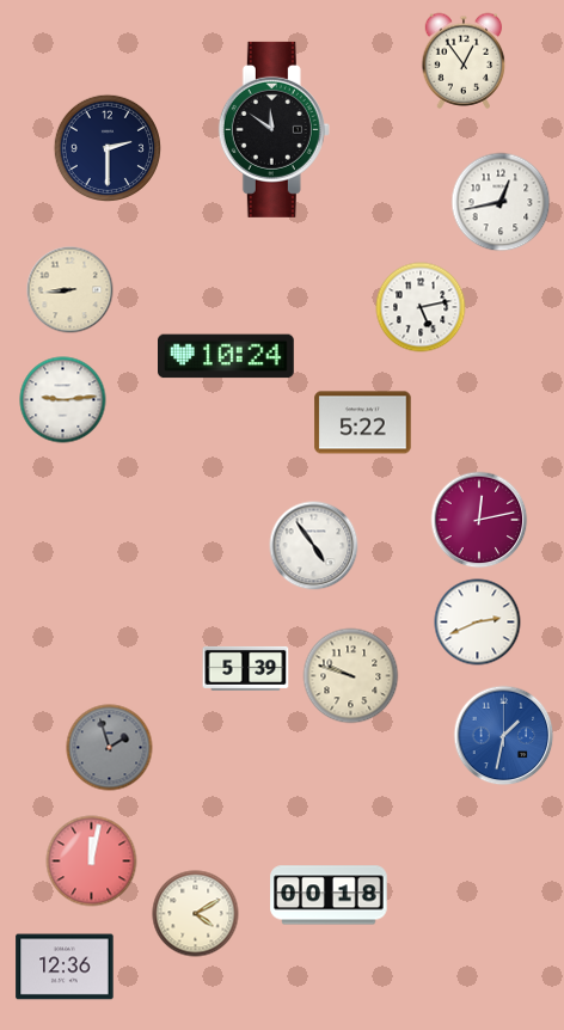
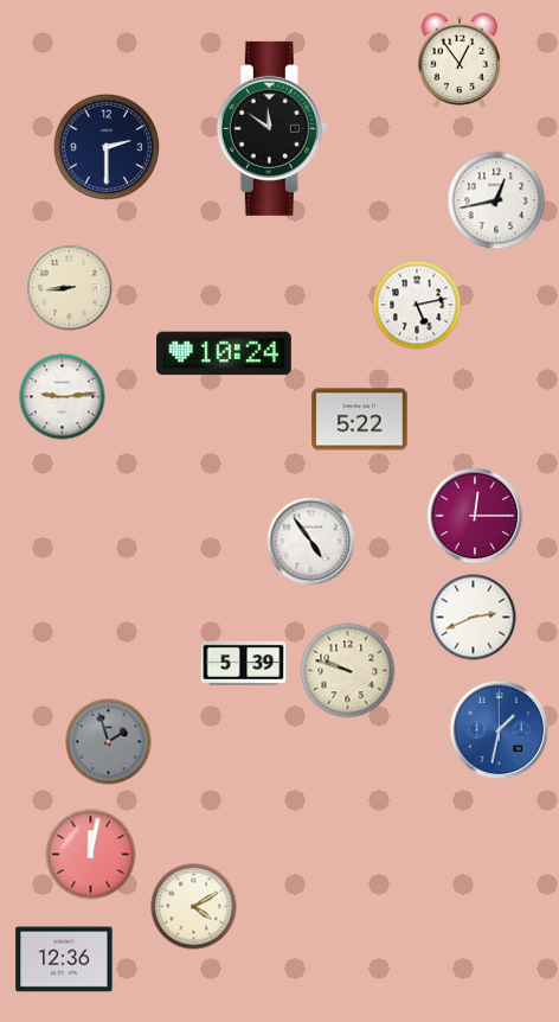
clock at (479, 520): 12:13 -> 12:15
clock at (329, 895): 00:18 -> none
